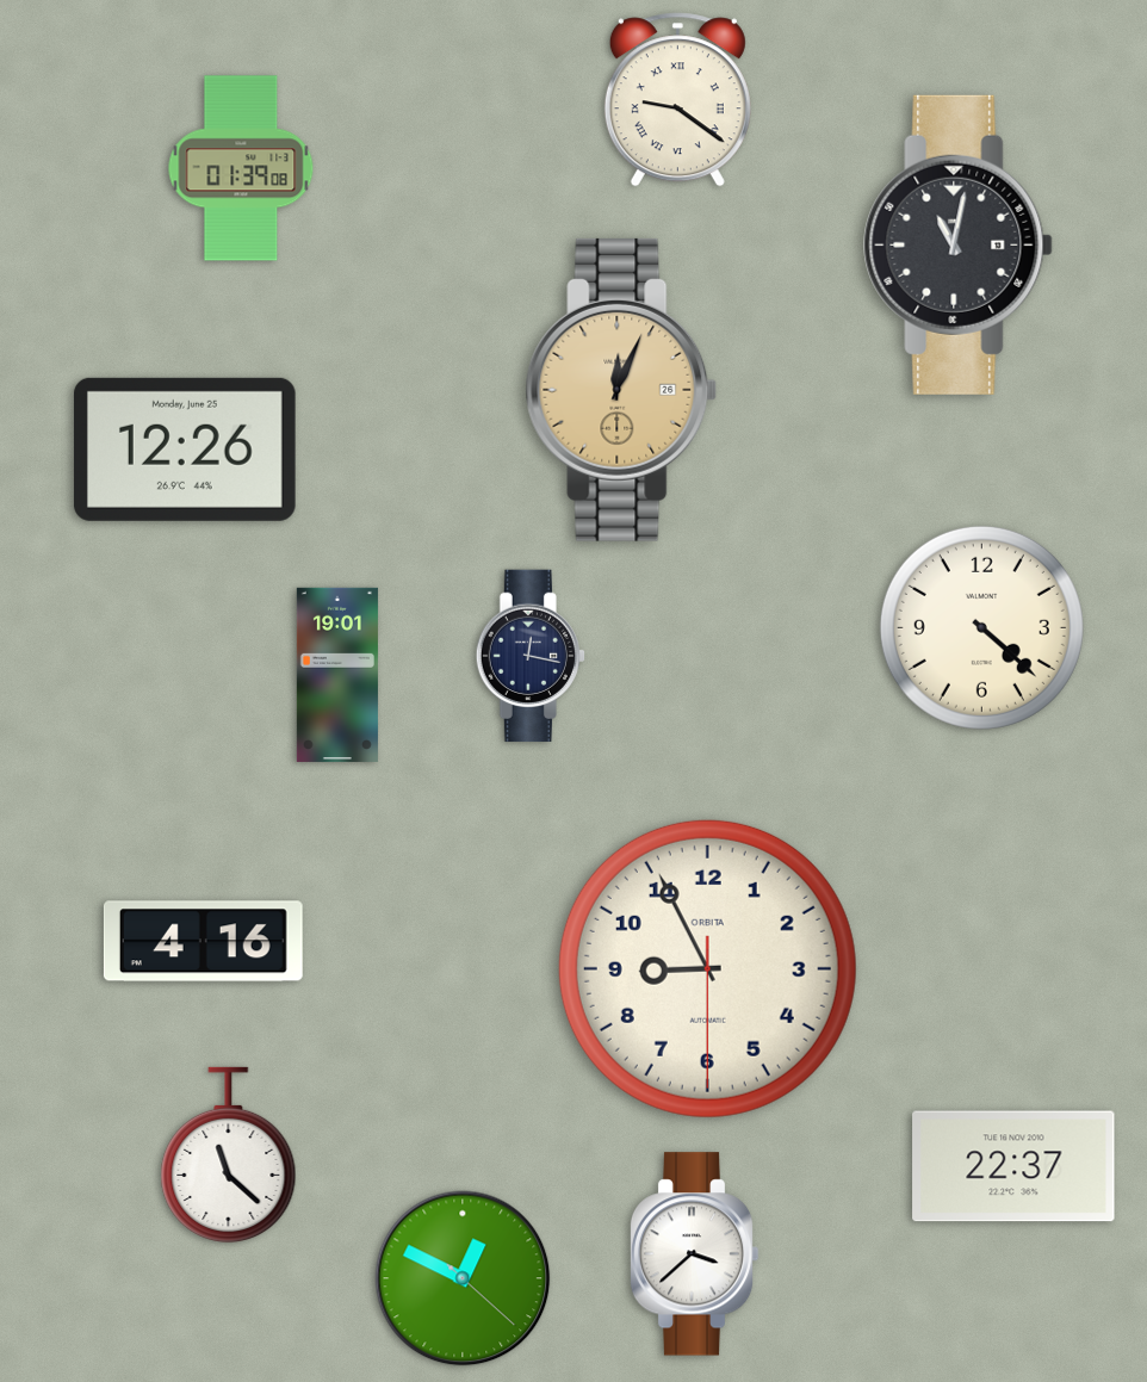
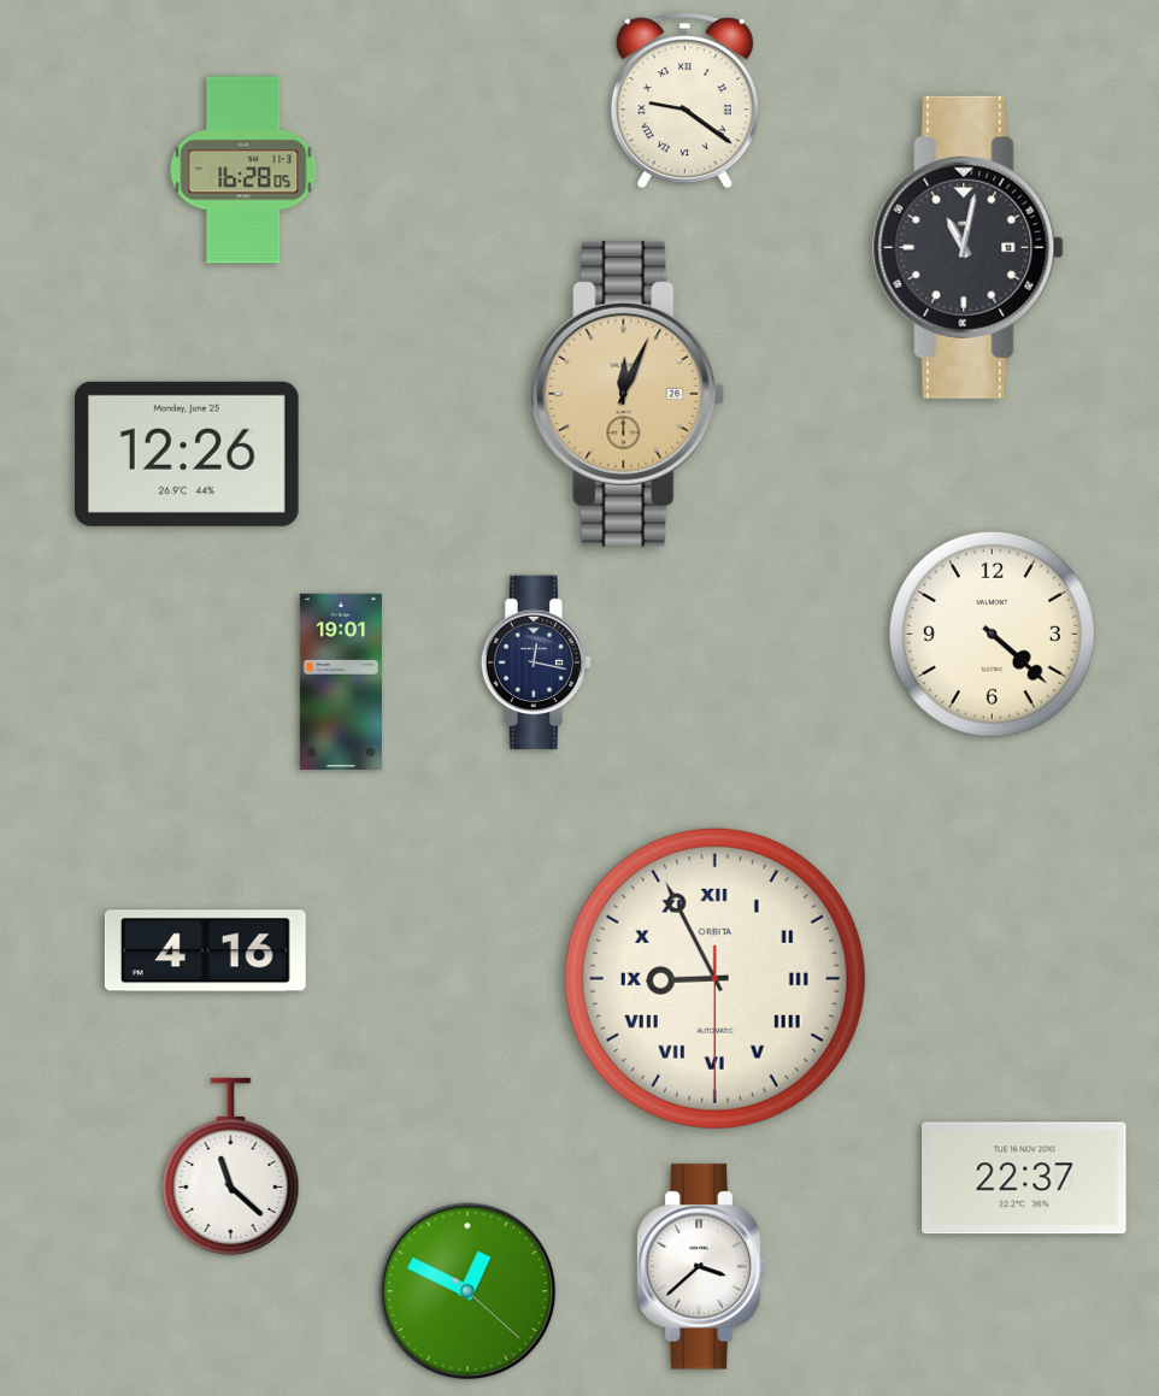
clock at (241, 168): 01:39 -> 16:28
clock at (707, 968) numerals: Arabic -> Roman
